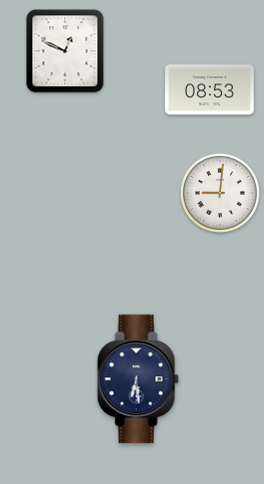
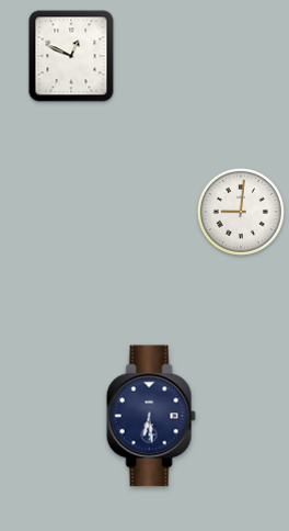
clock at (210, 90): 08:53 -> none
